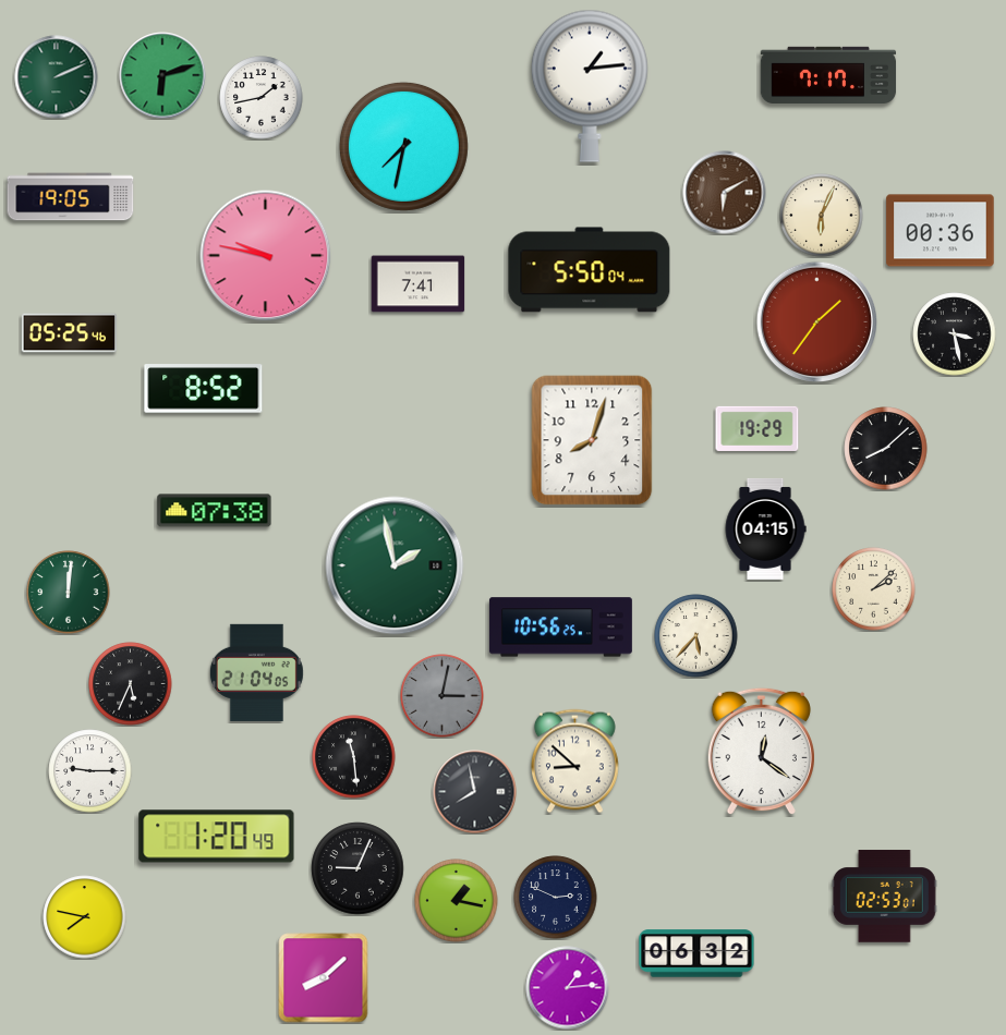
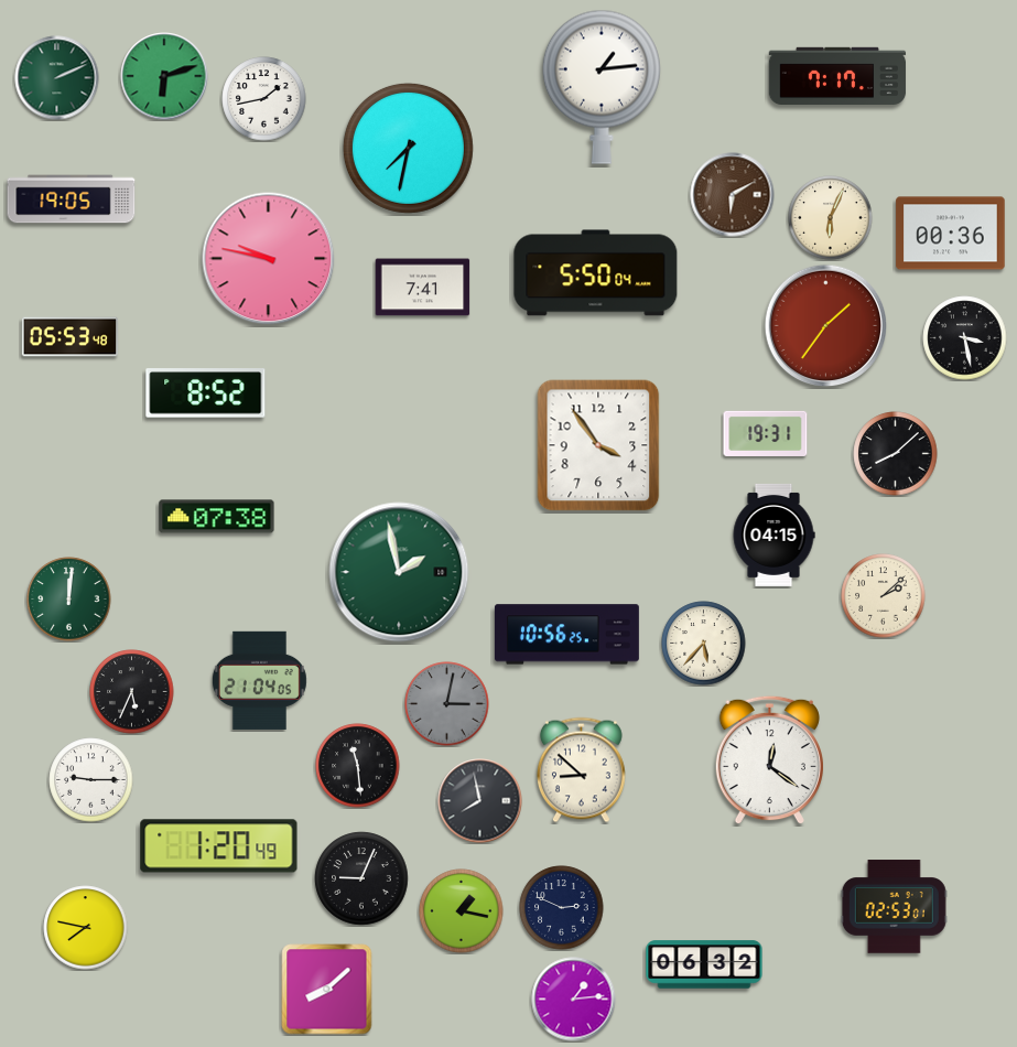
clock at (590, 86) position: (590, 86) -> (602, 87)
clock at (70, 333): 05:25 -> 05:53
clock at (757, 428): 19:29 -> 19:31
clock at (592, 440): 8:03 -> 3:54
